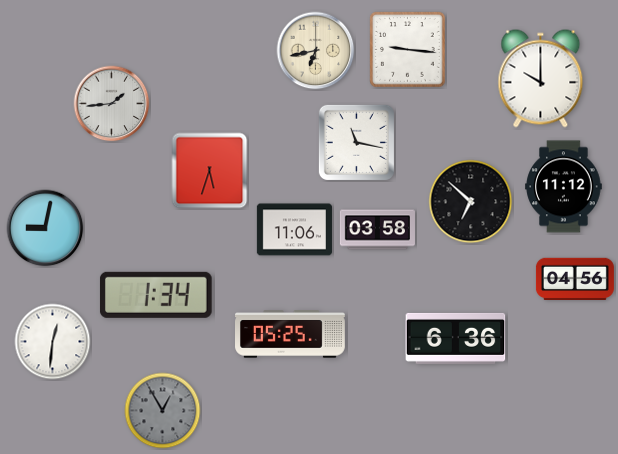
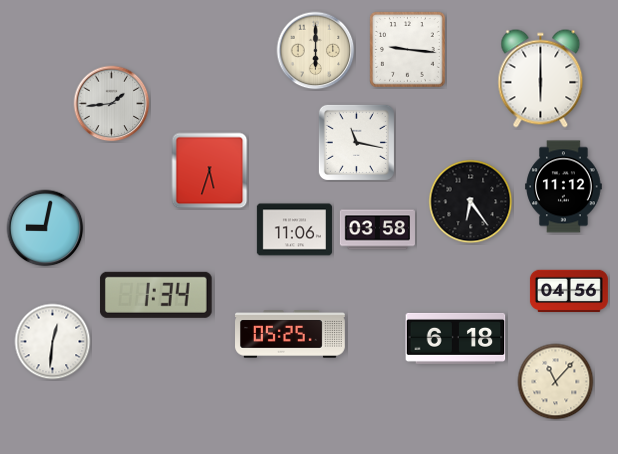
clock at (316, 51): 6:43 -> 6:00
clock at (541, 79): 10:00 -> 6:00
clock at (471, 202): 6:52 -> 6:24
clock at (575, 279) position: (575, 279) -> (569, 291)
clock at (456, 338): 6:36 -> 6:18
clock at (556, 382): none -> 11:07
clock at (163, 411): 12:55 -> none
